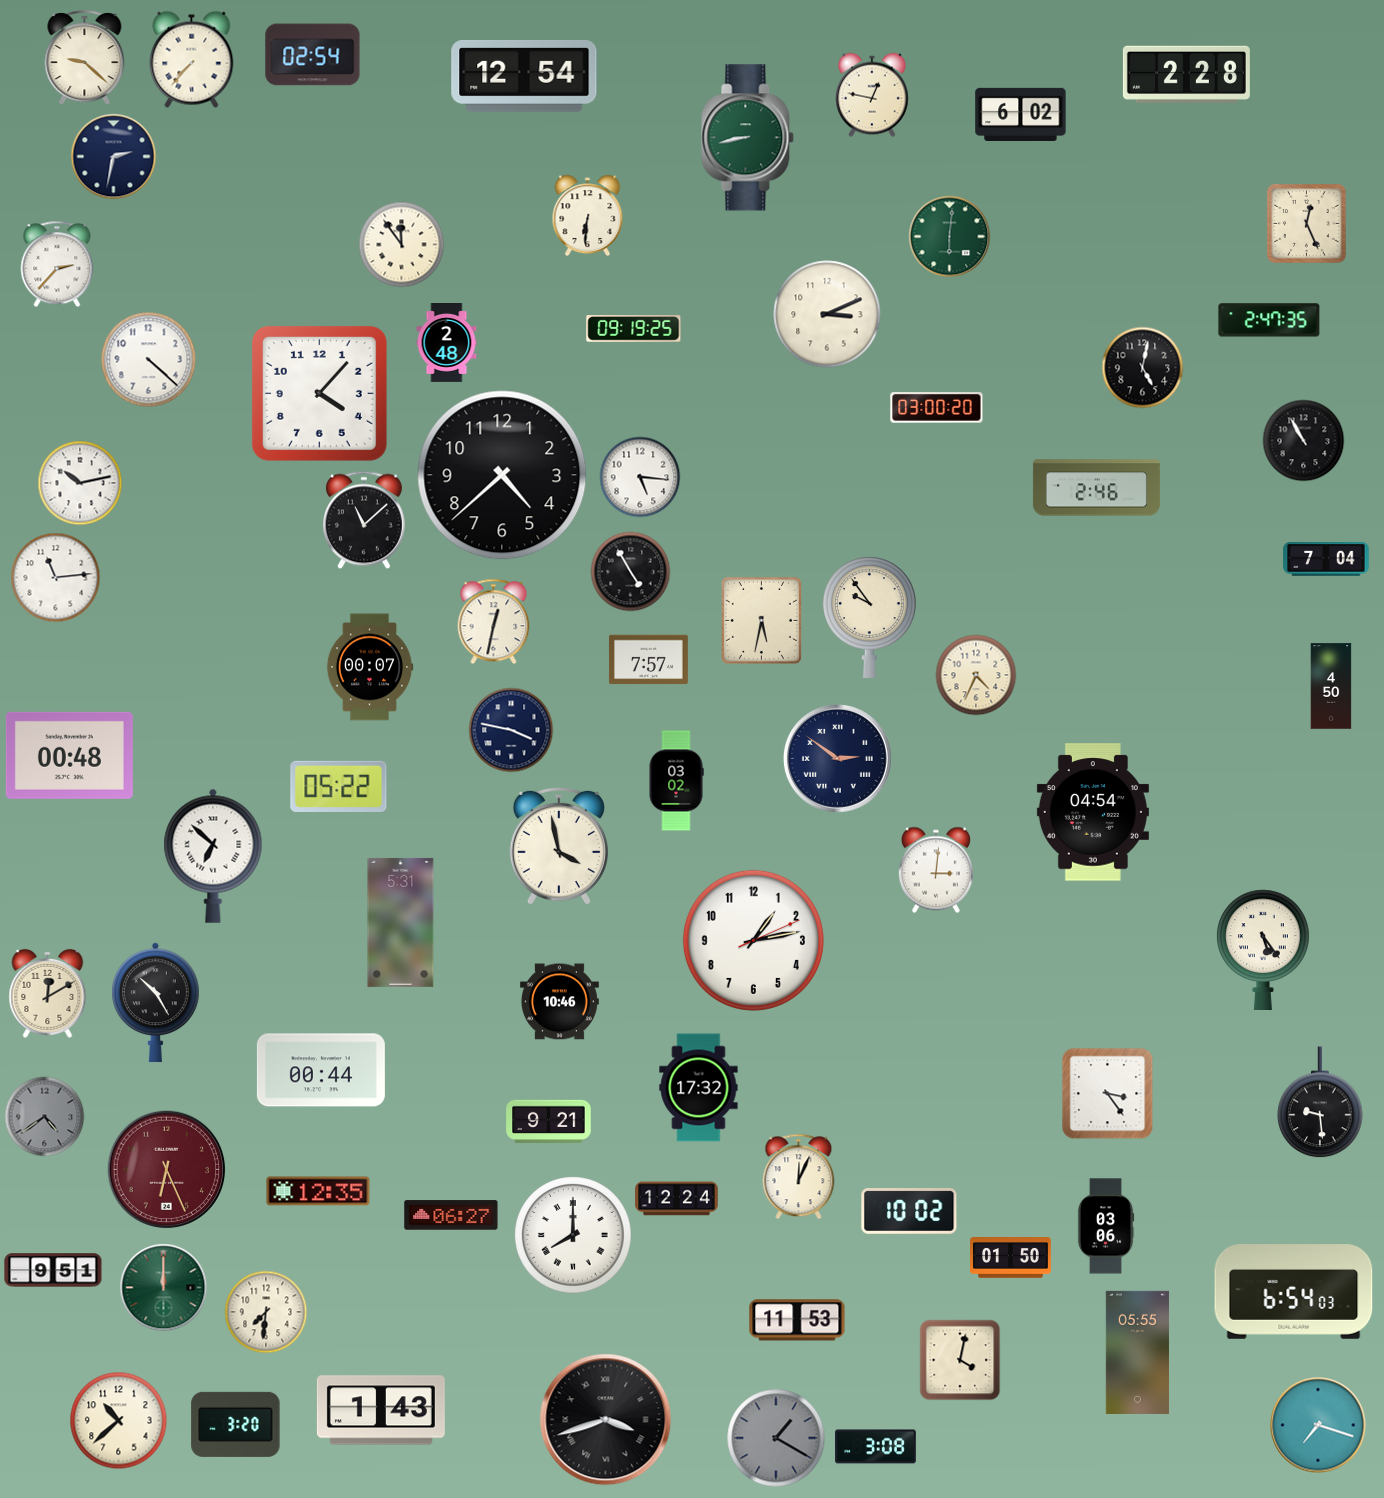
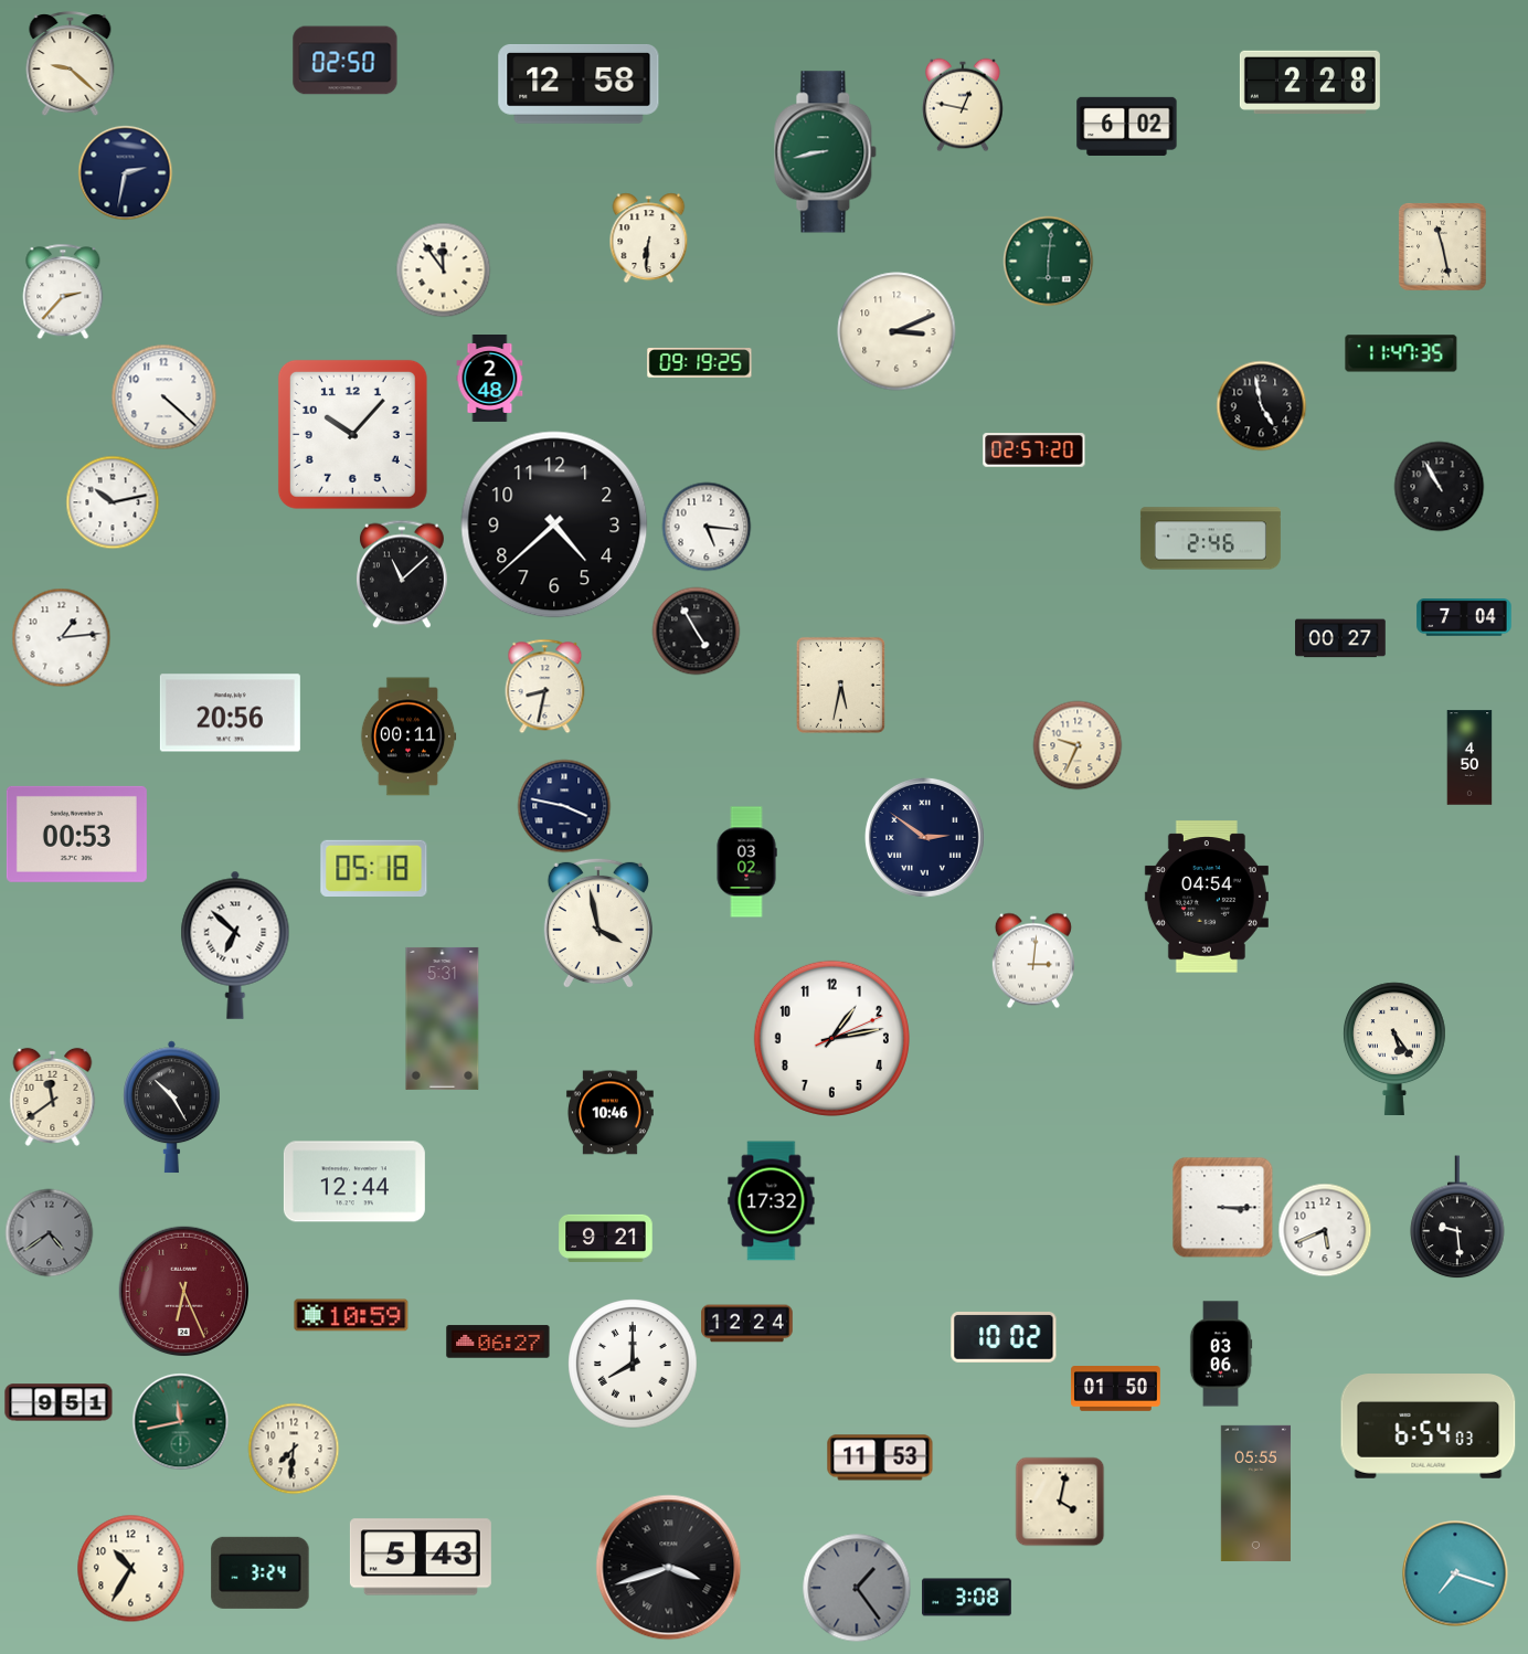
clock at (313, 55): 02:54 -> 02:50
clock at (85, 58) position: (85, 58) -> (71, 64)
clock at (192, 59): 7:37 -> none
clock at (524, 77): 12:54 -> 12:58
clock at (1306, 223): 12:26 -> 11:28
clock at (827, 314) position: (827, 314) -> (896, 331)
clock at (1269, 320): 2:47 -> 11:47
clock at (447, 343) position: (447, 343) -> (490, 379)
clock at (1142, 367): 5:02 -> 4:58
clock at (319, 393): 4:07 -> 10:07
clock at (937, 408): 03:00 -> 02:57
clock at (80, 483) position: (80, 483) -> (113, 502)
clock at (55, 577): 11:14 -> 1:14
clock at (1340, 638): none -> 00:27
clock at (869, 617): 9:54 -> none
clock at (494, 621): 12:32 -> 8:32
clock at (230, 713): none -> 20:56
clock at (648, 660): 7:57 -> none
clock at (370, 667): 00:07 -> 00:11
clock at (976, 675): 4:34 -> 9:34
clock at (69, 755): 00:48 -> 00:53
clock at (339, 786): 05:22 -> 05:18
clock at (559, 846) position: (559, 846) -> (598, 923)
clock at (48, 993): 12:10 -> 11:39
clock at (559, 1002) position: (559, 1002) -> (609, 1113)
clock at (321, 1070): 00:44 -> 12:44
clock at (1107, 1094): 3:24 -> 3:15
clock at (1325, 1230): none -> 5:41
clock at (799, 1176): 12:04 -> none
clock at (318, 1191): 12:35 -> 10:59
clock at (163, 1287): 12:00 -> 11:43
clock at (381, 1410): 1:43 -> 5:43
clock at (118, 1420): 10:38 -> 10:35
clock at (236, 1424): 3:20 -> 3:24
clock at (776, 1438): 1:20 -> 1:24
